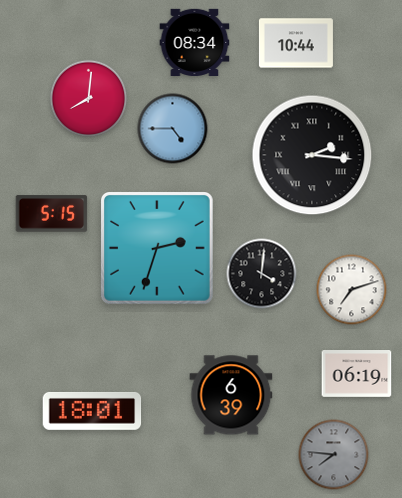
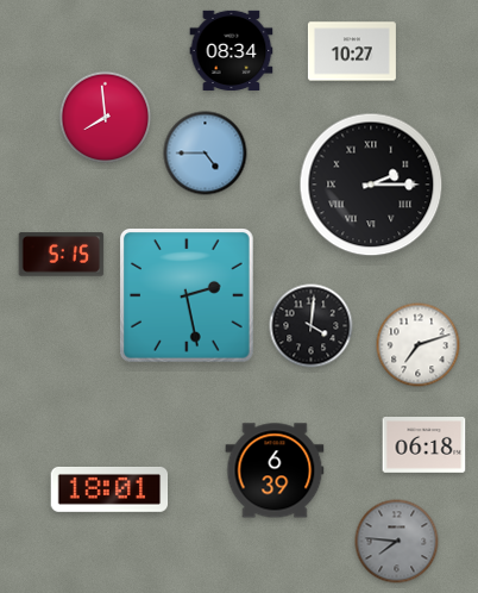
clock at (296, 43): 10:44 -> 10:27
clock at (89, 99): 8:01 -> 7:59
clock at (312, 155): 2:16 -> 2:15
clock at (158, 249): 2:33 -> 2:28
clock at (357, 374): 06:19 -> 06:18
